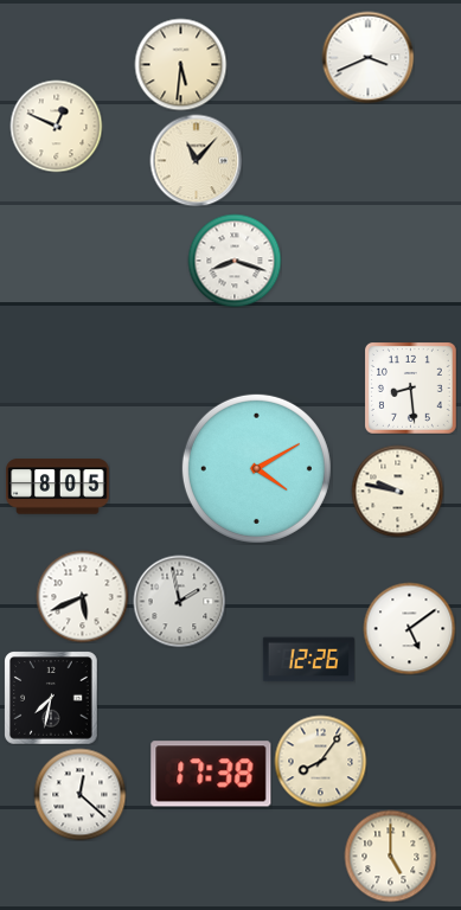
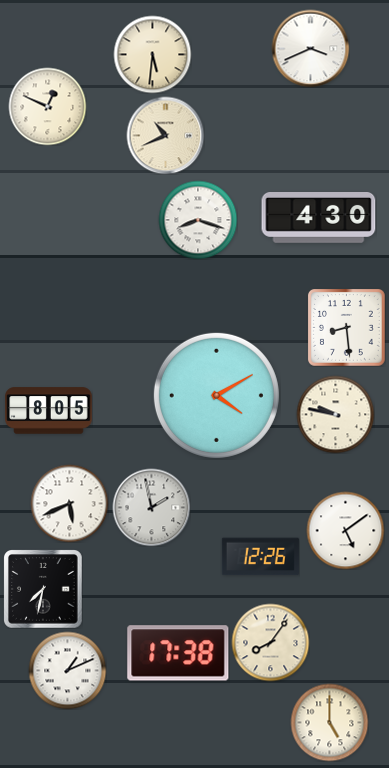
clock at (196, 160): 11:07 -> 10:41
clock at (319, 218): none -> 4:30
clock at (79, 794): 12:22 -> 1:11
